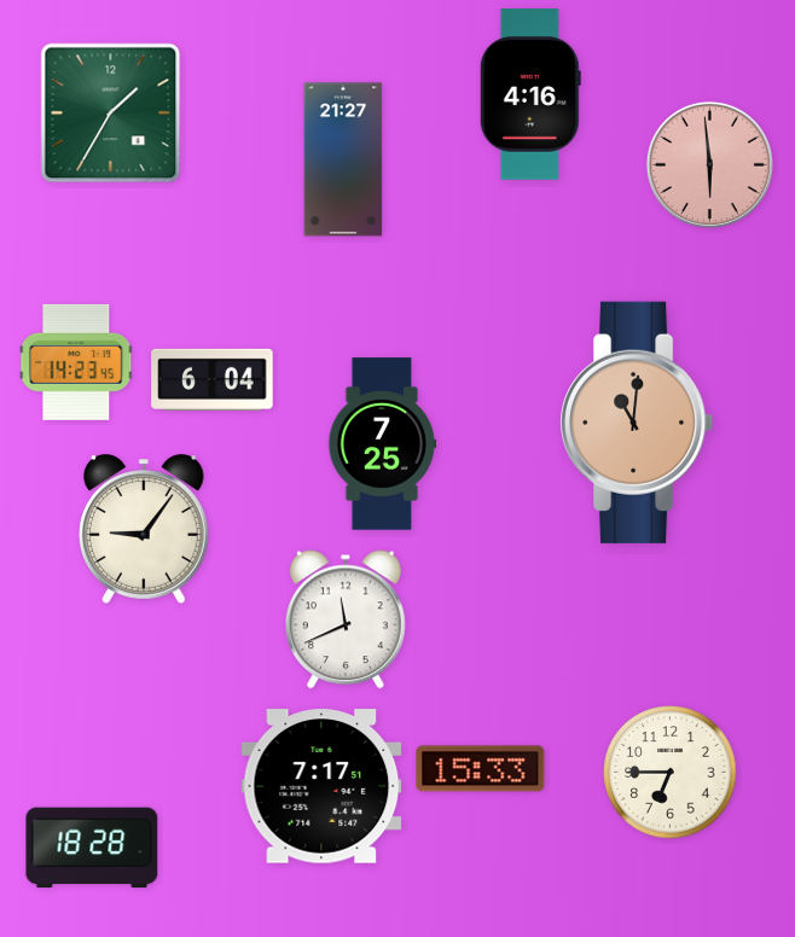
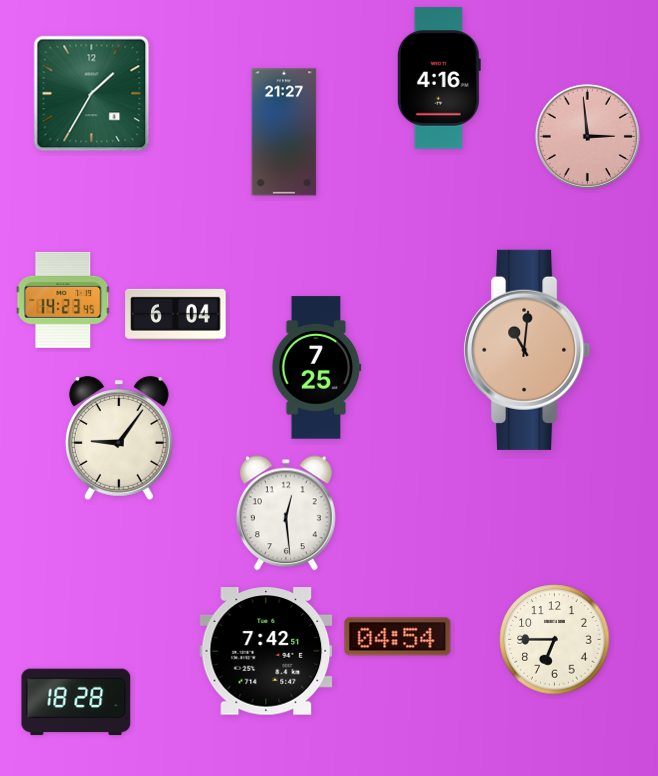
clock at (709, 164): 5:59 -> 2:59
clock at (347, 619): 11:41 -> 12:29
clock at (481, 769): 15:33 -> 04:54
clock at (321, 786): 7:17 -> 7:42
